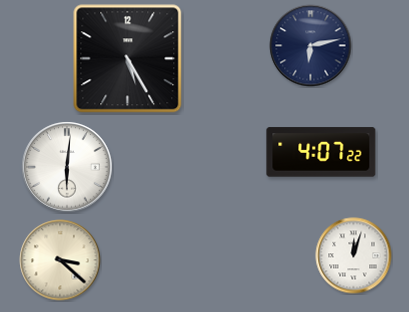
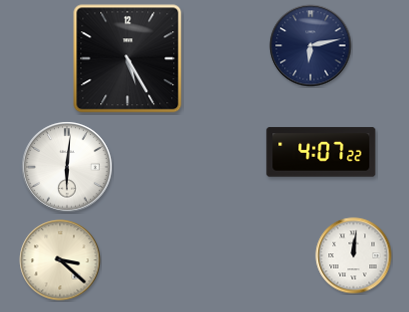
clock at (354, 256): 12:03 -> 12:01
